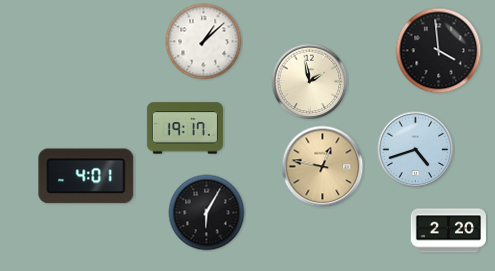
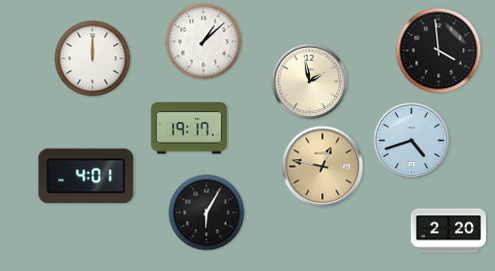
clock at (93, 59): none -> 12:00
clock at (185, 128) position: (185, 128) -> (189, 128)
clock at (416, 150) position: (416, 150) -> (412, 141)
